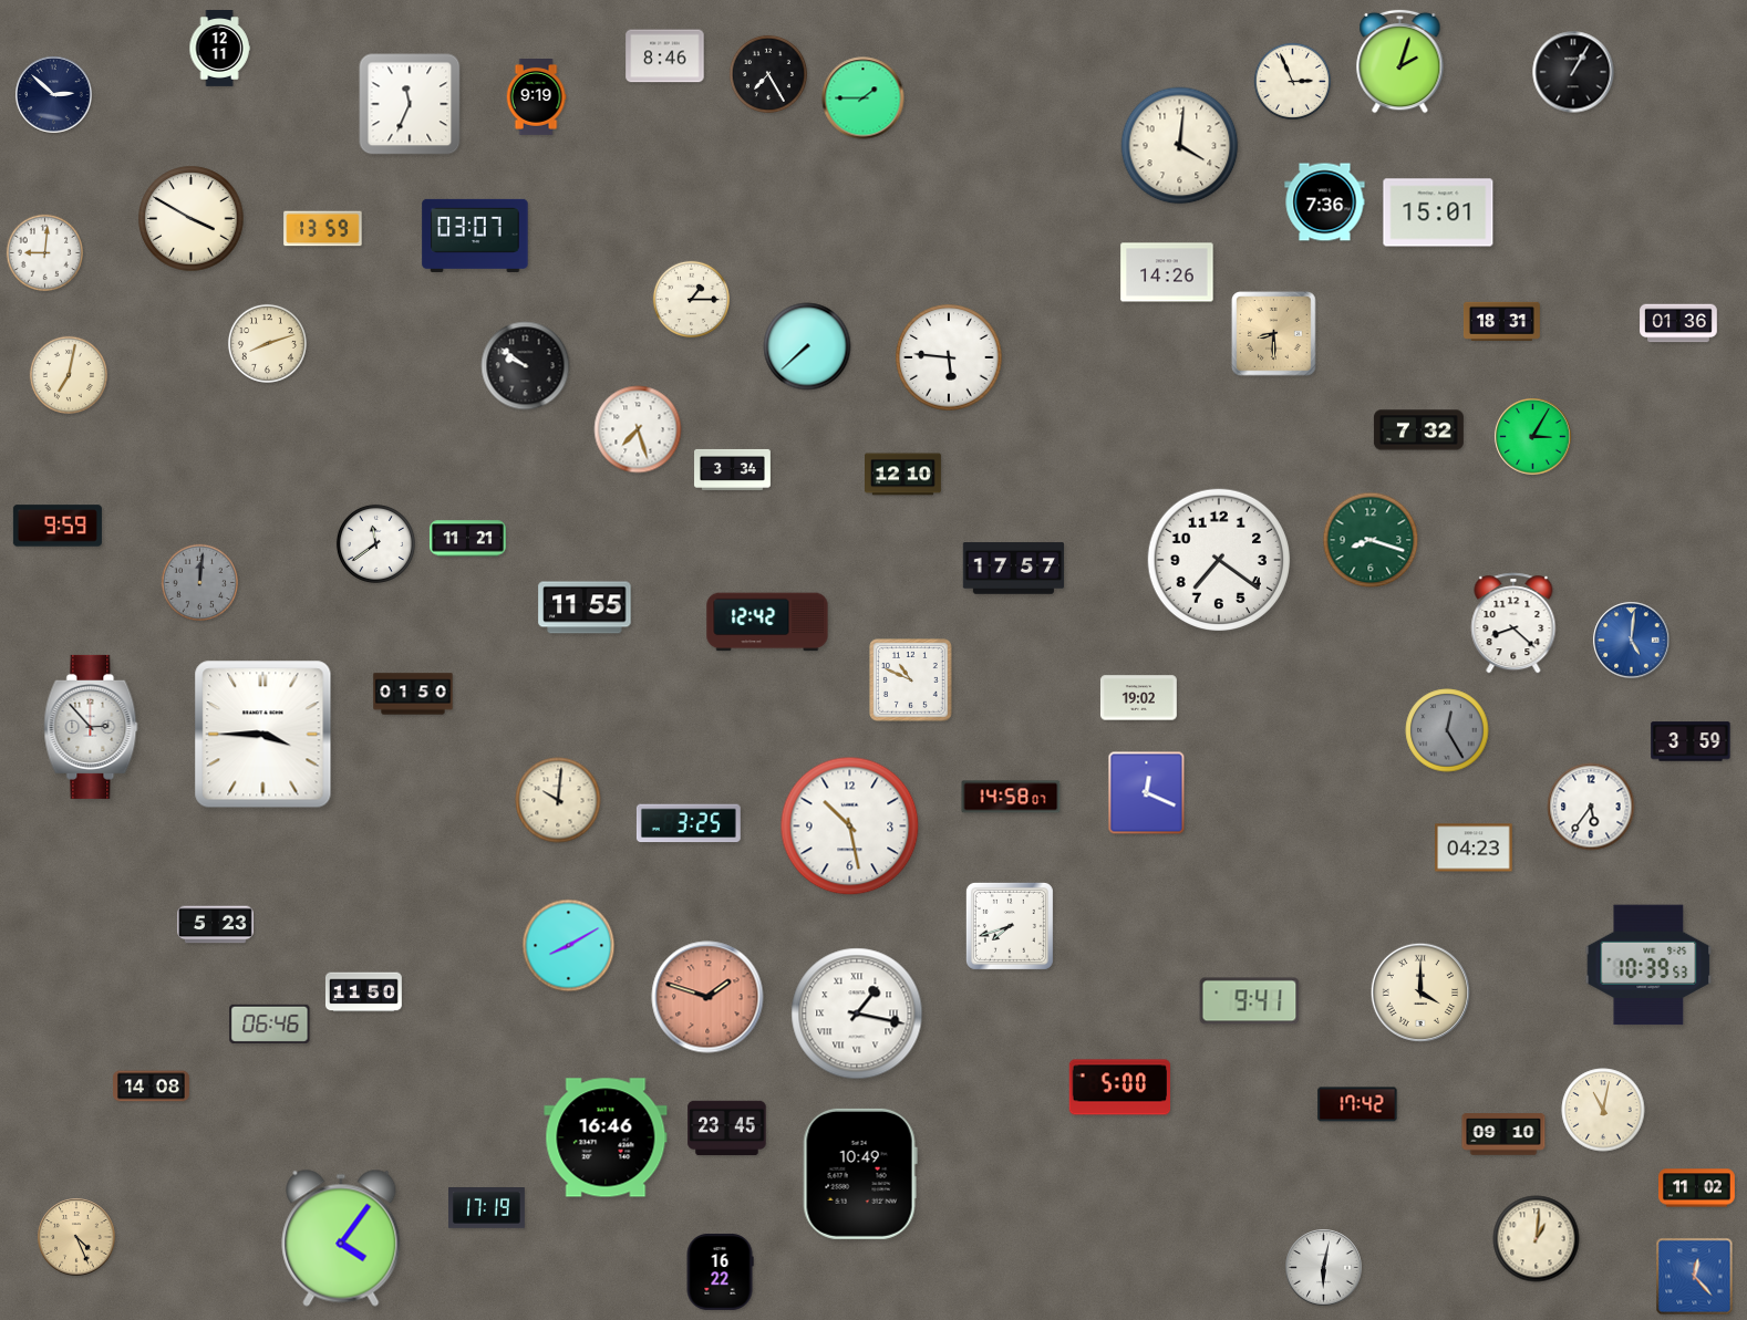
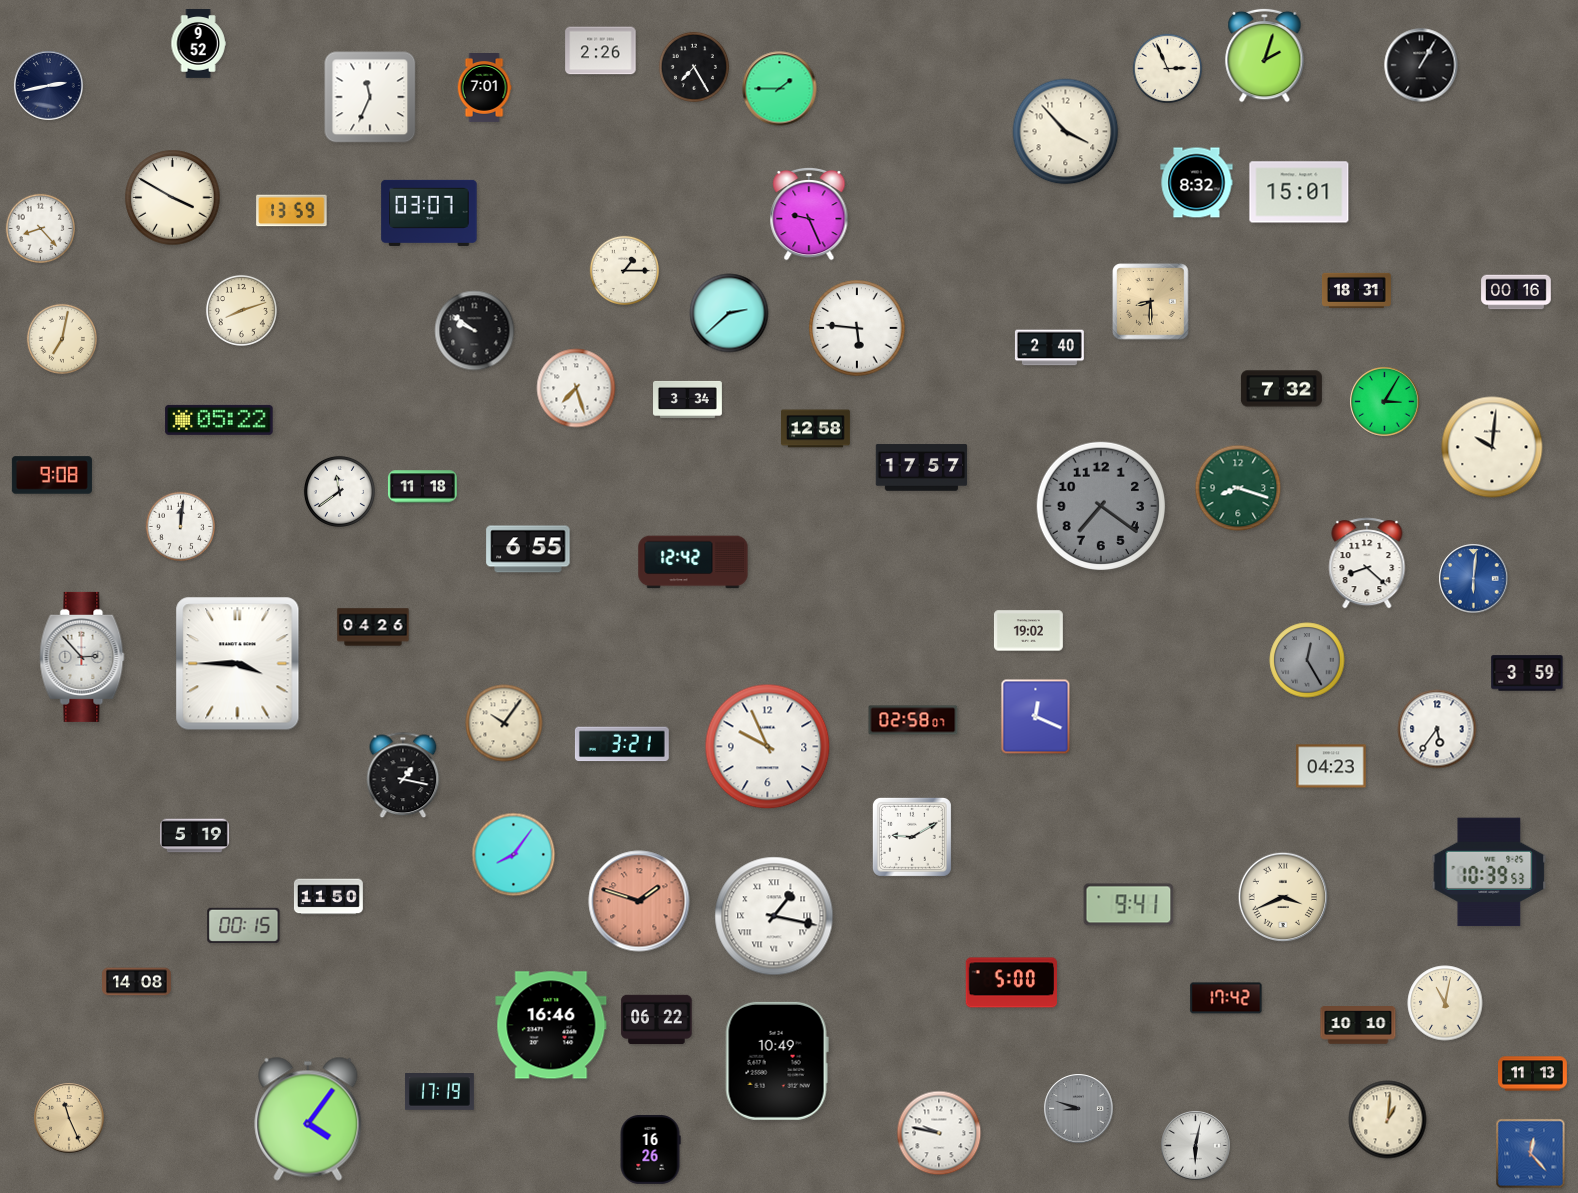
clock at (219, 49): 12:11 -> 9:52
clock at (665, 56): 8:46 -> 2:26
clock at (1292, 81) position: (1292, 81) -> (1167, 68)
clock at (54, 95): 2:52 -> 2:43
clock at (536, 97): 9:19 -> 7:01
clock at (410, 104) position: (410, 104) -> (370, 97)
clock at (1180, 146): 4:01 -> 3:53
clock at (1325, 202): 7:36 -> 8:32
clock at (323, 229) position: (323, 229) -> (292, 211)
clock at (809, 214): none -> 9:26
clock at (44, 252): 9:01 -> 8:23
clock at (1167, 272): 14:26 -> none
clock at (1678, 323): 01:36 -> 00:16
clock at (807, 346): 7:38 -> 2:38
clock at (949, 357) position: (949, 357) -> (857, 328)
clock at (1049, 348): none -> 2:40
clock at (1533, 437) position: (1533, 437) -> (1385, 402)
clock at (219, 420): none -> 05:22
clock at (733, 469) position: (733, 469) -> (688, 399)
clock at (903, 475): 12:10 -> 12:58
clock at (1492, 447): none -> 10:01
clock at (58, 526): 9:59 -> 9:08
clock at (467, 539): 11:21 -> 11:18
clock at (1218, 559) dial: white -> grey
clock at (1014, 569) position: (1014, 569) -> (922, 468)
clock at (199, 582) dial: grey -> white
clock at (585, 607): 11:55 -> 6:55
clock at (1632, 641): 5:01 -> 6:01
clock at (911, 680): 10:49 -> none
clock at (413, 694): 01:50 -> 04:26
clock at (1691, 741) position: (1691, 741) -> (1527, 673)
clock at (1011, 797): 14:58 -> 02:58
clock at (558, 800): 10:01 -> 10:06
clock at (689, 823): 3:25 -> 3:21
clock at (850, 827): 10:28 -> 9:56
clock at (403, 775): none -> 1:17
clock at (216, 925): 5:23 -> 5:19
clock at (1010, 926): 7:42 -> 9:10
clock at (569, 946): 8:10 -> 8:06
clock at (1419, 991): 4:00 -> 3:41
clock at (270, 1023): 06:46 -> 00:15
clock at (1603, 1110) position: (1603, 1110) -> (1445, 1003)
clock at (727, 1129): 23:45 -> 06:22
clock at (1503, 1134): 09:10 -> 10:10
clock at (606, 1137) position: (606, 1137) -> (551, 1025)
clock at (1697, 1188): 11:02 -> 11:13
clock at (1079, 1109): none -> 8:48
clock at (76, 1237): 4:26 -> 11:26
clock at (939, 1133): none -> 9:47
clock at (720, 1271): 16:22 -> 16:26
